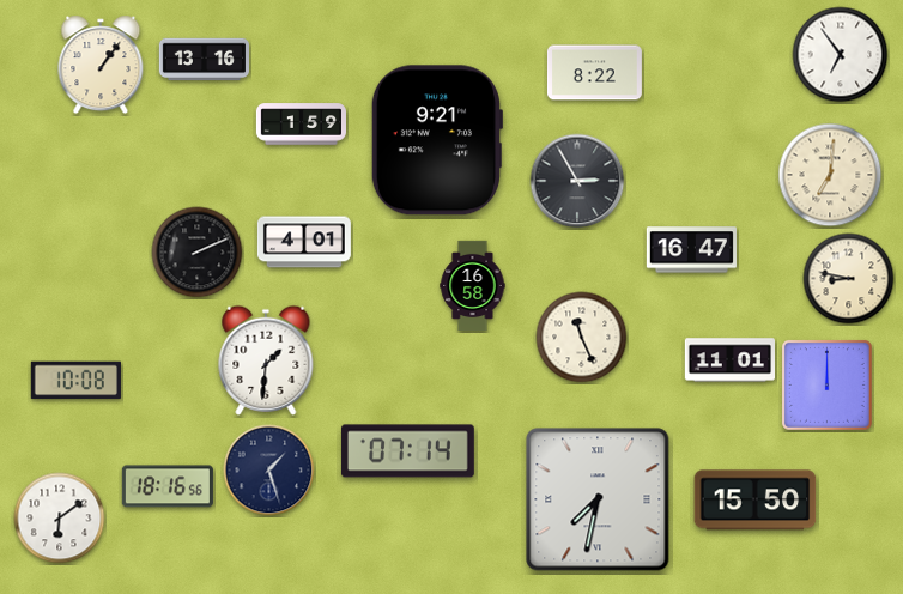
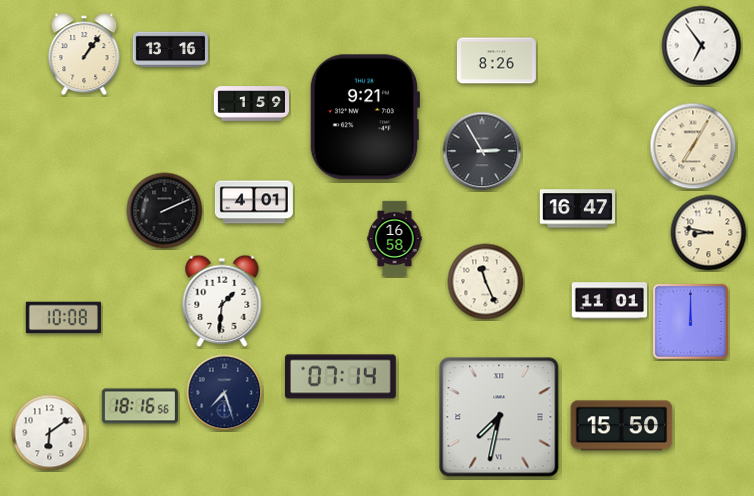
clock at (594, 73): 8:22 -> 8:26
clock at (830, 175): 7:01 -> 7:05
clock at (269, 471): 1:27 -> 7:27
clock at (756, 501) position: (756, 501) -> (622, 426)
